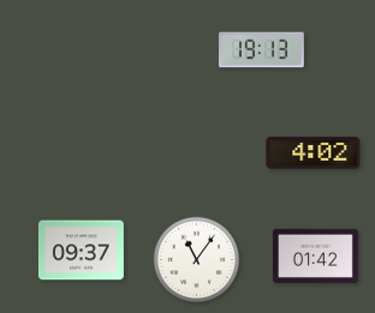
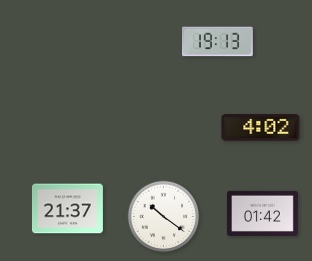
clock at (81, 251): 09:37 -> 21:37
clock at (197, 260): 11:06 -> 10:21
